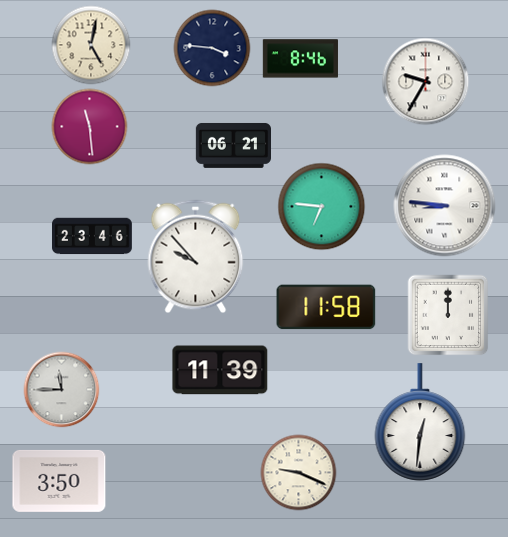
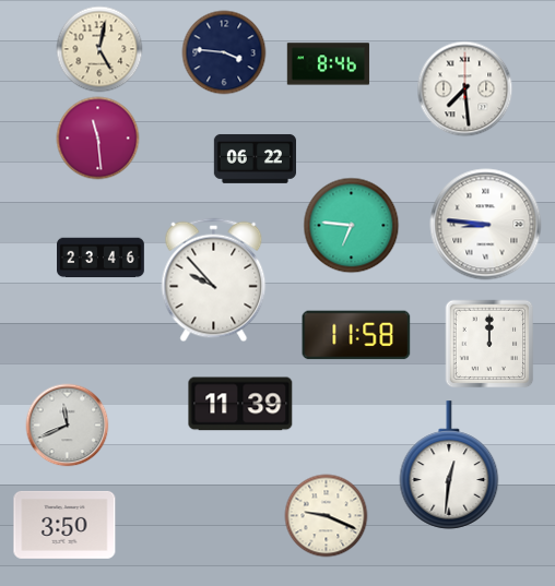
clock at (212, 48) position: (212, 48) -> (224, 52)
clock at (426, 82): 9:35 -> 7:29
clock at (233, 145): 06:21 -> 06:22
clock at (62, 390): 11:45 -> 11:41
clock at (420, 422) position: (420, 422) -> (449, 465)
